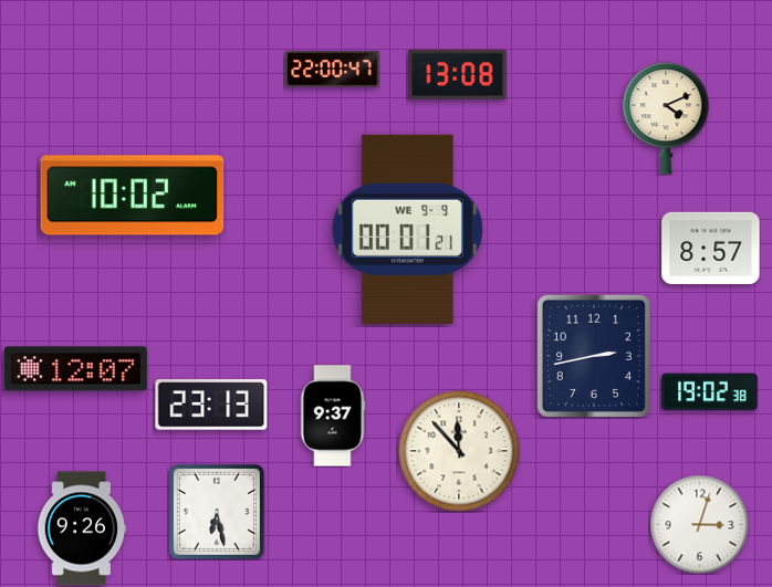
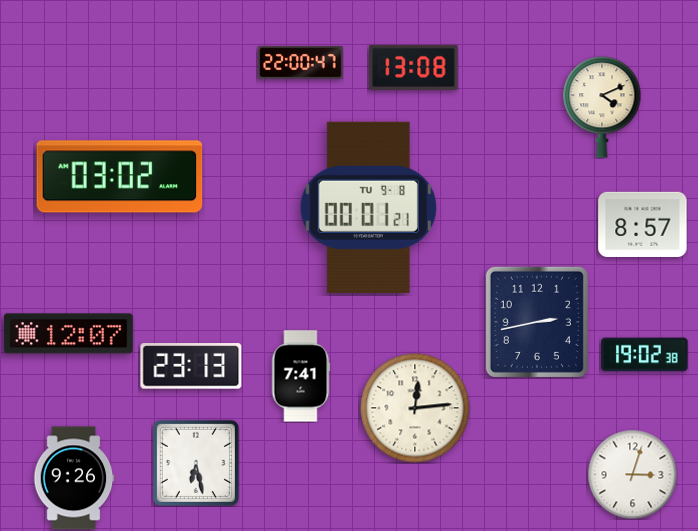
clock at (133, 196): 10:02 -> 03:02
clock at (407, 229) date: WE 9-9 -> TU 9-8
clock at (710, 392) position: (710, 392) -> (645, 355)
clock at (333, 416): 9:37 -> 7:41
clock at (459, 451): 11:53 -> 12:14
